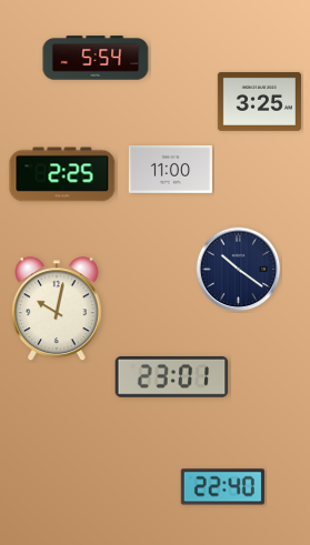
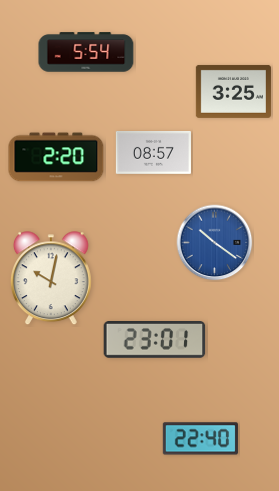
clock at (170, 169): 11:00 -> 08:57
clock at (62, 174): 2:25 -> 2:20
clock at (239, 270) dial: navy -> blue
